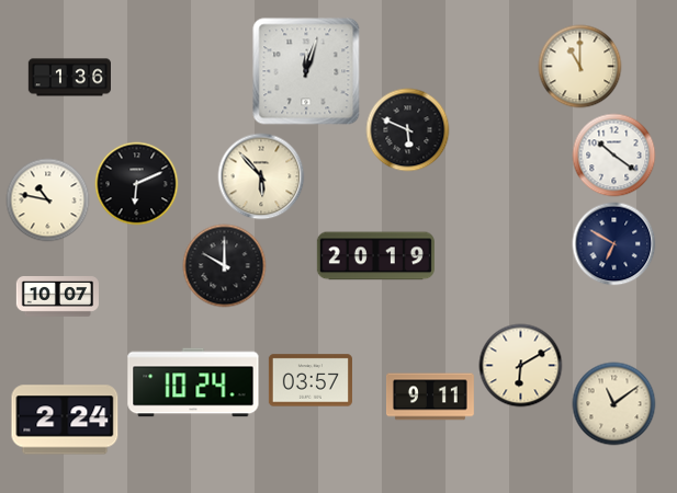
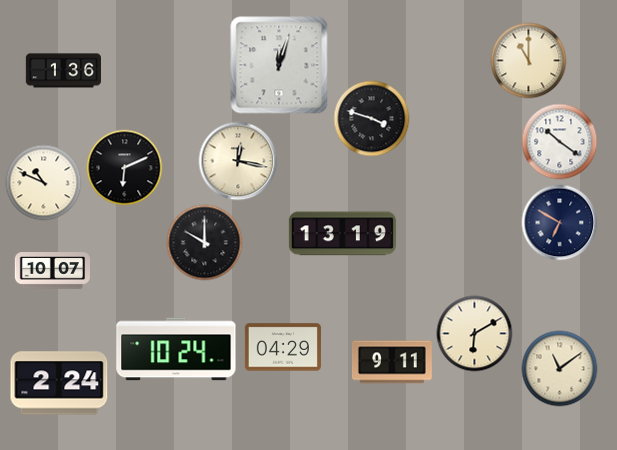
clock at (408, 130): 5:49 -> 3:48
clock at (261, 176): 5:53 -> 12:17
clock at (48, 200): 10:47 -> 10:49
clock at (375, 256): 20:19 -> 13:19
clock at (311, 380): 03:57 -> 04:29
